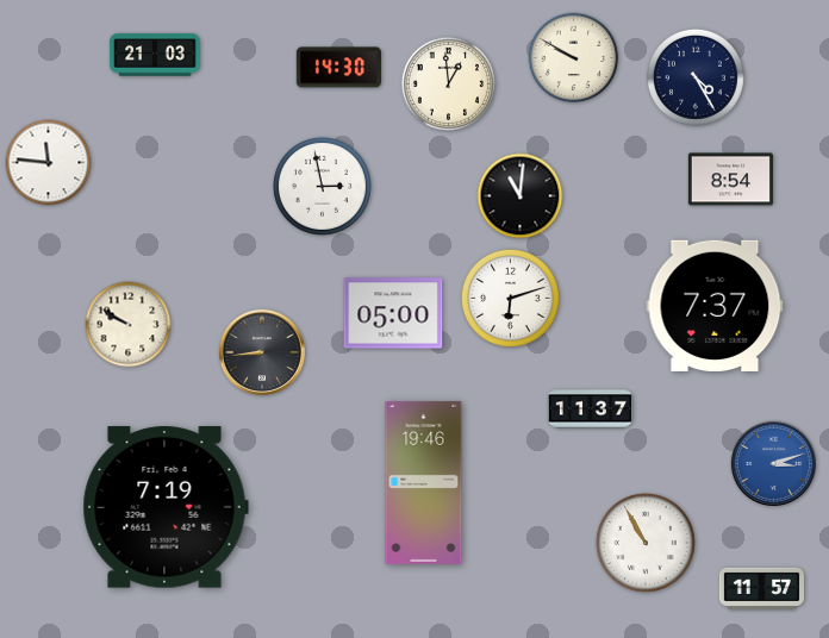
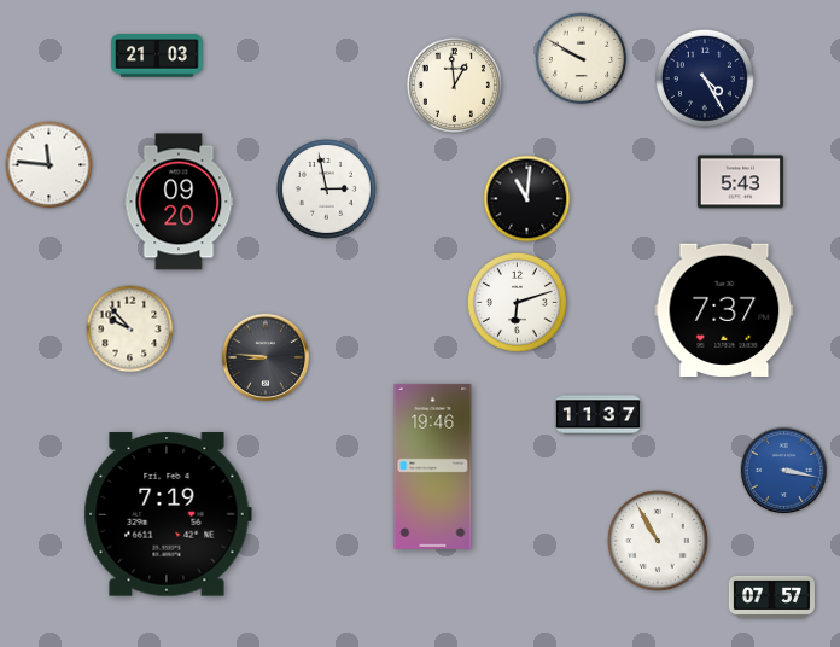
clock at (338, 68): 14:30 -> none
clock at (730, 180): 8:54 -> 5:43
clock at (179, 202): none -> 09:20
clock at (393, 313): 05:00 -> none
clock at (129, 325): 9:50 -> 9:53
clock at (262, 352): 8:44 -> 8:46
clock at (773, 463): 3:12 -> 3:17
clock at (424, 482) position: (424, 482) -> (433, 466)
clock at (647, 544) position: (647, 544) -> (659, 542)
clock at (761, 588): 11:57 -> 07:57
